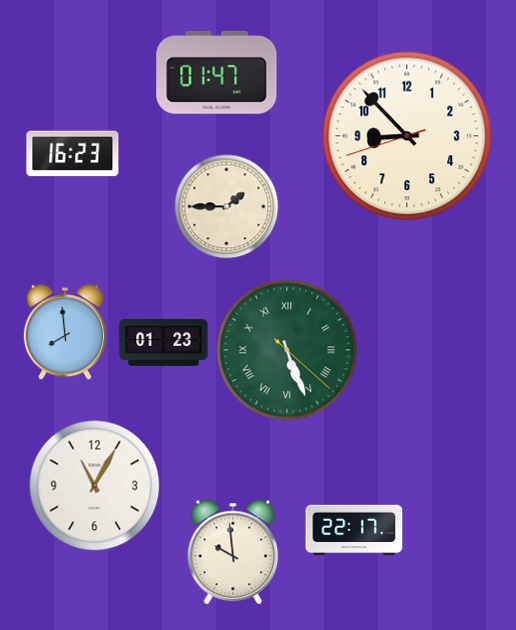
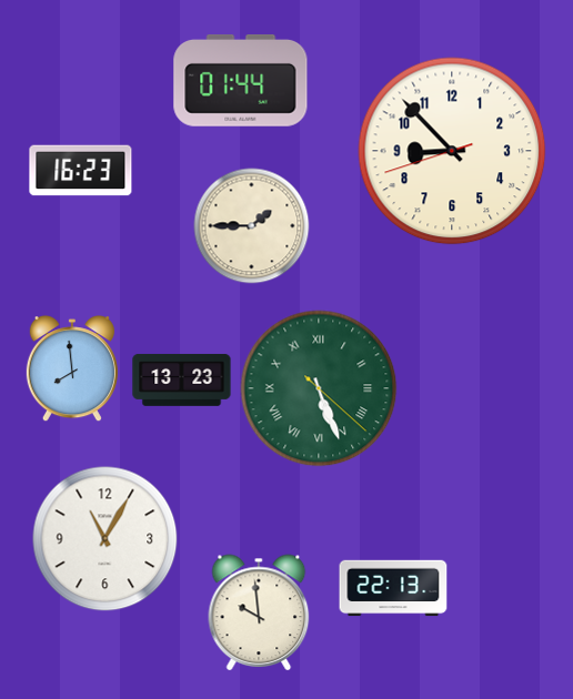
clock at (217, 72): 01:47 -> 01:44
clock at (227, 207) position: (227, 207) -> (252, 226)
clock at (164, 342): 01:23 -> 13:23
clock at (354, 530): 22:17 -> 22:13
